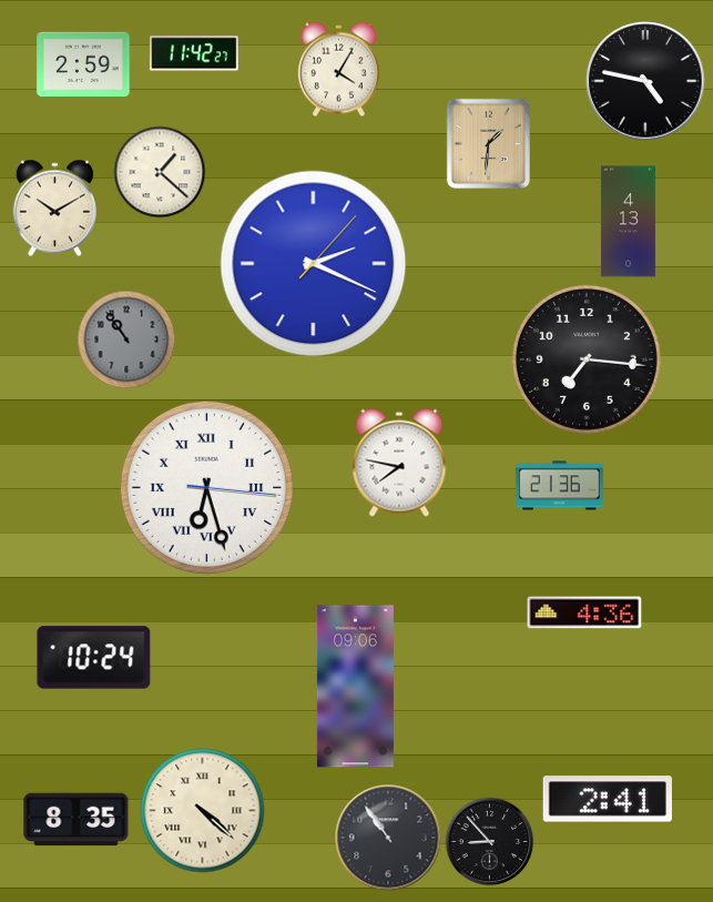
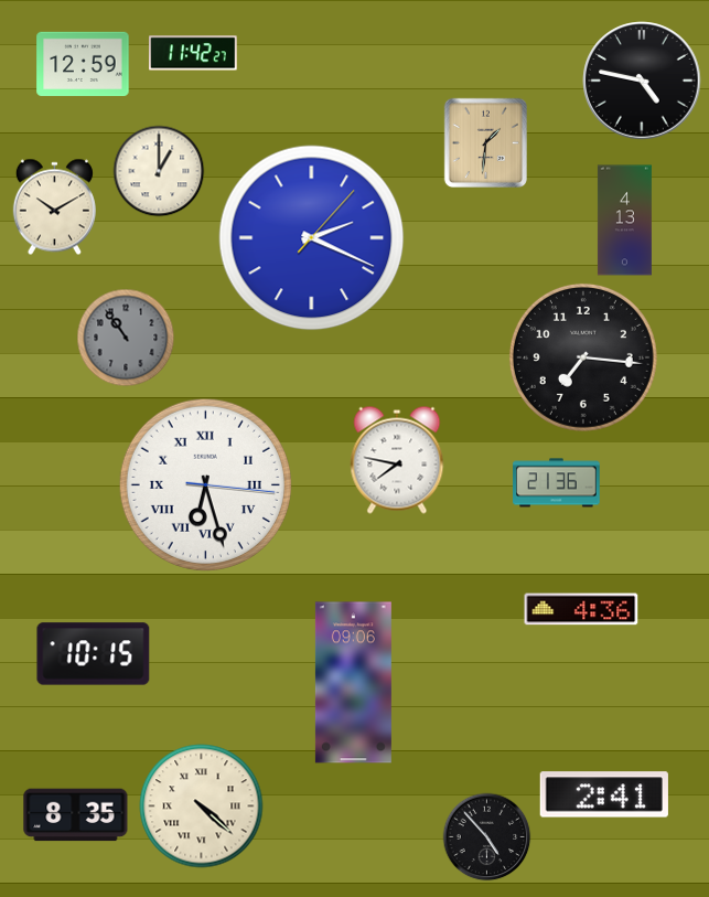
clock at (83, 64): 2:59 -> 12:59
clock at (339, 69): 4:05 -> none
clock at (160, 172): 1:22 -> 1:00
clock at (314, 264) position: (314, 264) -> (312, 238)
clock at (94, 658): 10:24 -> 10:15
clock at (388, 838): 10:54 -> none
clock at (489, 841): 8:53 -> 4:53
